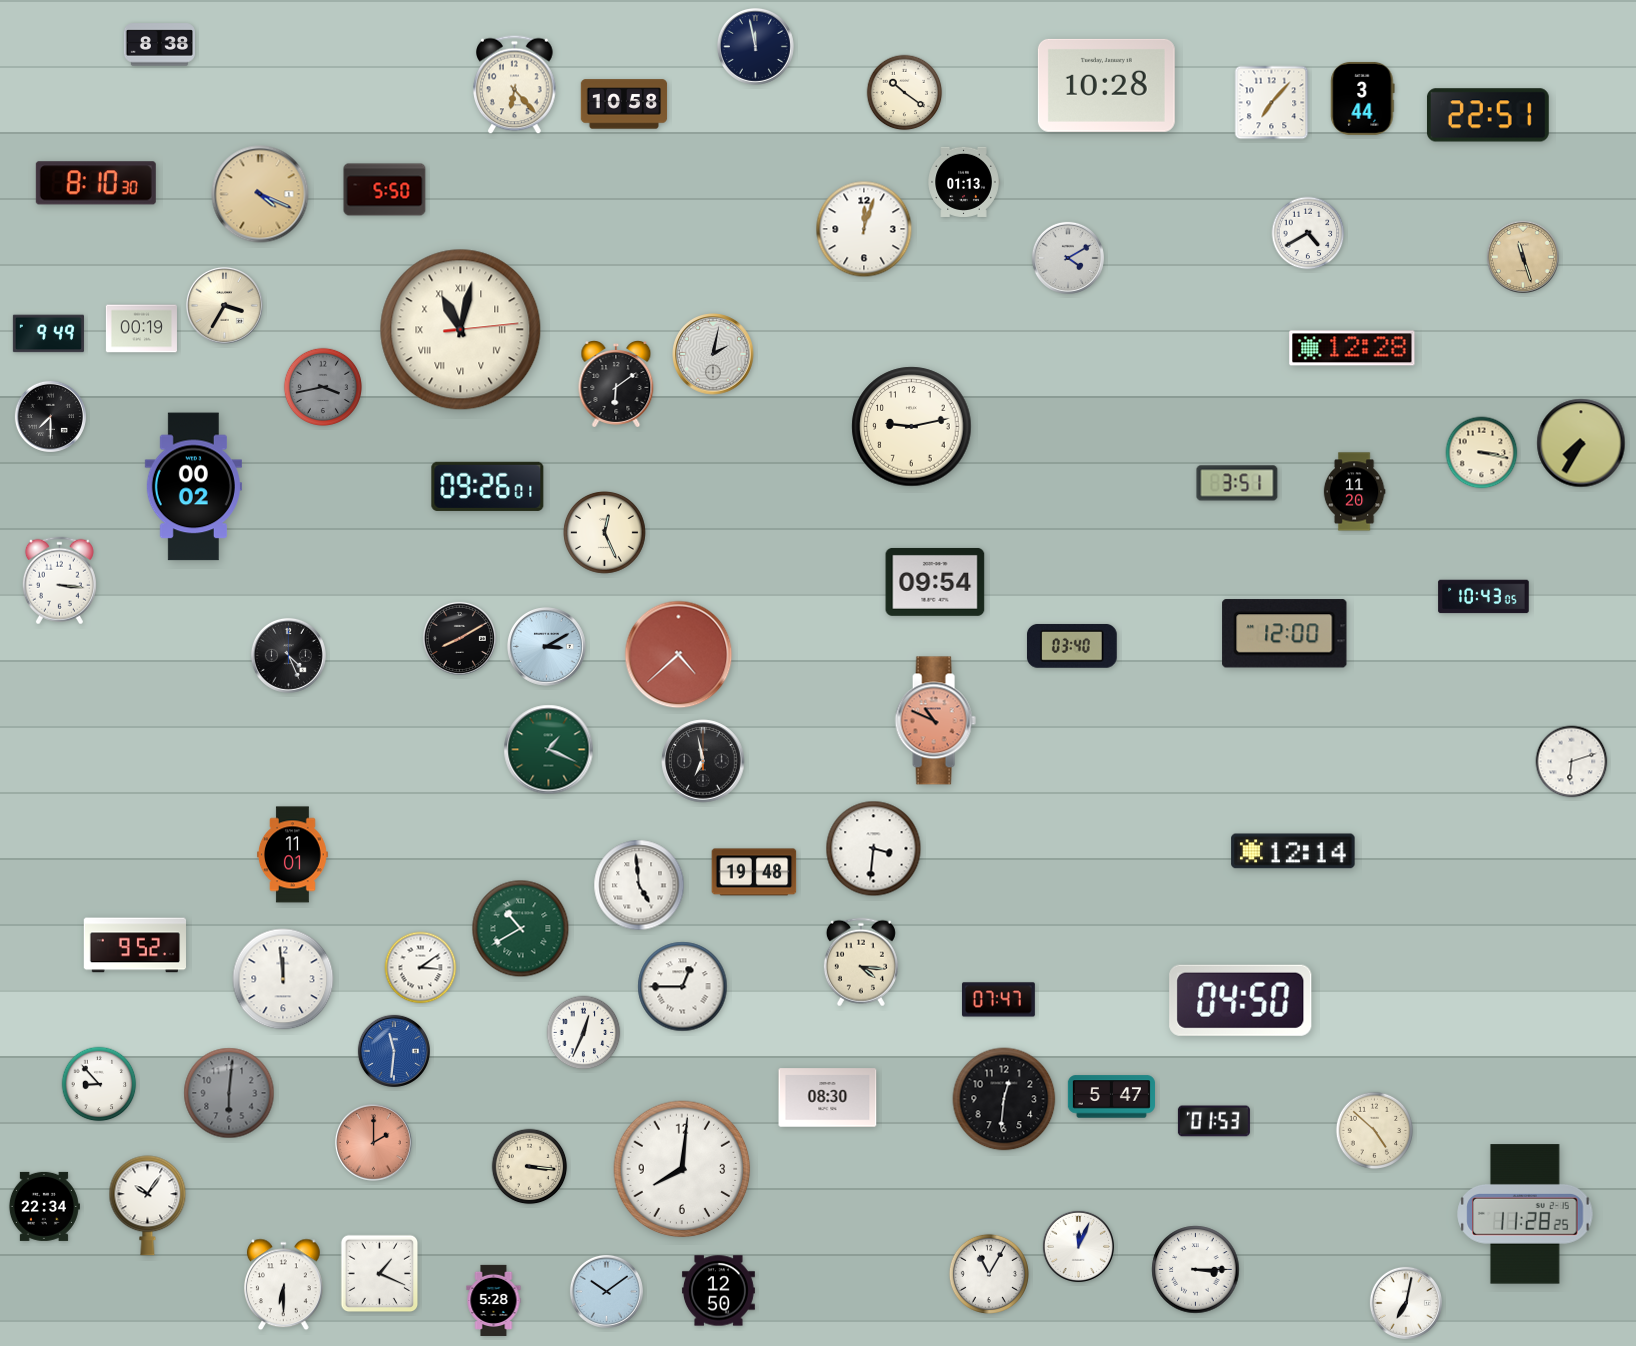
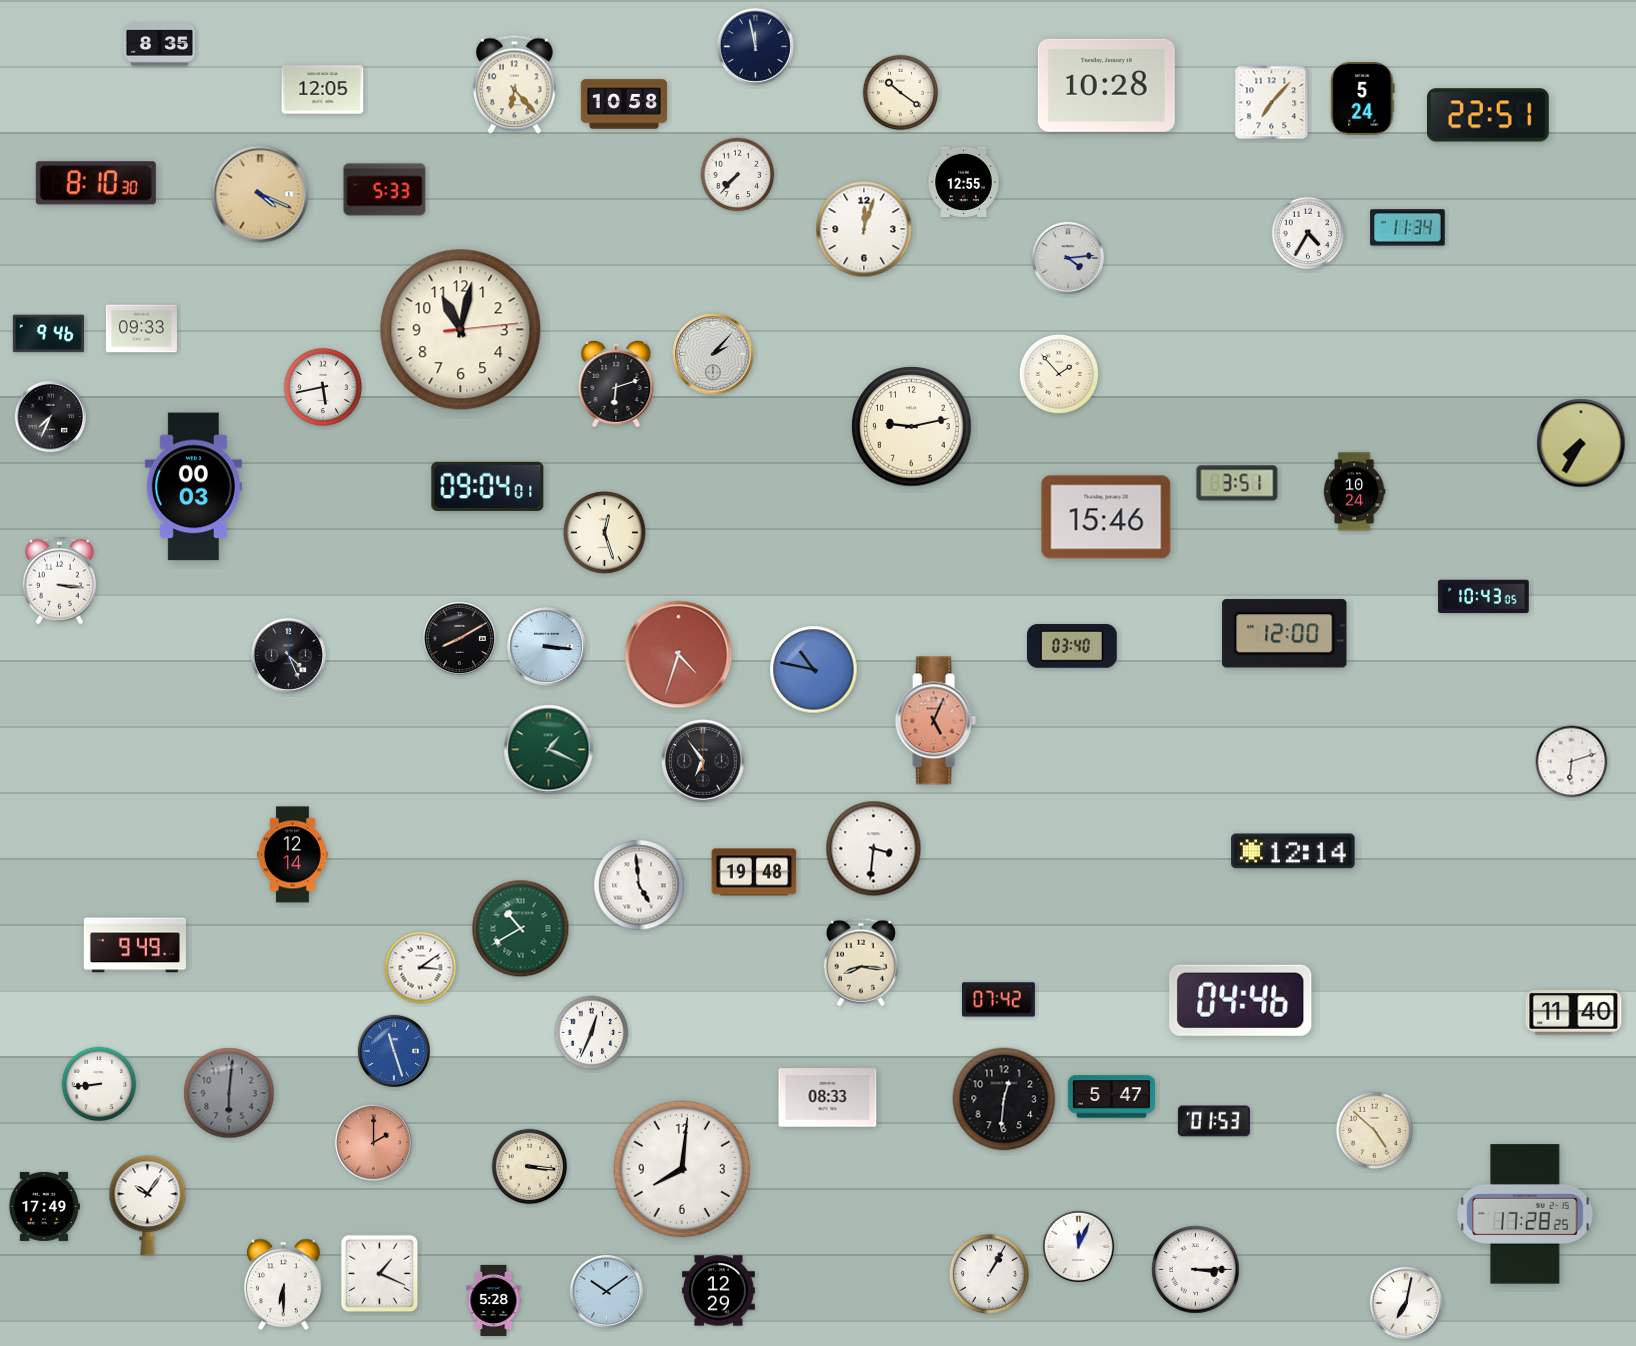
clock at (159, 45): 8:38 -> 8:35
clock at (323, 90): none -> 12:05
clock at (905, 93) position: (905, 93) -> (901, 93)
clock at (1363, 98): 3:44 -> 5:24
clock at (738, 175): none -> 7:37
clock at (964, 182): 01:13 -> 12:55
clock at (385, 190): 5:50 -> 5:33
clock at (1408, 228): none -> 11:34
clock at (1308, 233): 4:40 -> 4:35
clock at (1523, 257): 11:27 -> none
clock at (1068, 258): 4:10 -> 4:14
clock at (224, 305): 3:35 -> none
clock at (141, 329): 00:19 -> 09:33
clock at (461, 330) numerals: Roman -> Arabic
clock at (48, 334): 9:49 -> 9:46
clock at (1352, 348): 12:28 -> none
clock at (713, 354): 2:02 -> 2:07
clock at (1059, 374): none -> 1:53
clock at (616, 385): 6:09 -> 6:12
clock at (323, 387): 3:43 -> 5:43
clock at (323, 387) dial: grey -> white
clock at (50, 416): 7:30 -> 7:34
clock at (1482, 453): 3:17 -> none
clock at (488, 486): 09:26 -> 09:04
clock at (193, 487): 00:02 -> 00:03
clock at (1354, 492): 11:20 -> 10:24
clock at (1106, 517): none -> 15:46
clock at (605, 533): 12:26 -> 12:27
clock at (935, 582): 09:54 -> none
clock at (547, 647): 3:10 -> 3:16
clock at (679, 655): 4:38 -> 4:33
clock at (814, 670): none -> 10:47
clock at (935, 721): 10:49 -> 5:04
clock at (703, 761): 6:58 -> 6:54
clock at (293, 855): 11:01 -> 12:14
clock at (134, 945): 9:52 -> 9:49
clock at (861, 962): 4:16 -> 8:16
clock at (283, 979): 11:59 -> none
clock at (683, 987): 12:45 -> none
clock at (998, 1000): 07:47 -> 07:42
clock at (1241, 1000): 04:50 -> 04:46
clock at (1574, 1013): none -> 11:40
clock at (584, 1033) position: (584, 1033) -> (592, 1033)
clock at (394, 1051): 11:31 -> 11:27
clock at (99, 1084): 8:53 -> 8:44
clock at (828, 1098): 08:30 -> 08:33
clock at (44, 1206): 22:34 -> 17:49
clock at (1525, 1214): 11:28 -> 17:28
clock at (989, 1274): 11:05 -> 1:05
clock at (719, 1291): 12:50 -> 12:29
